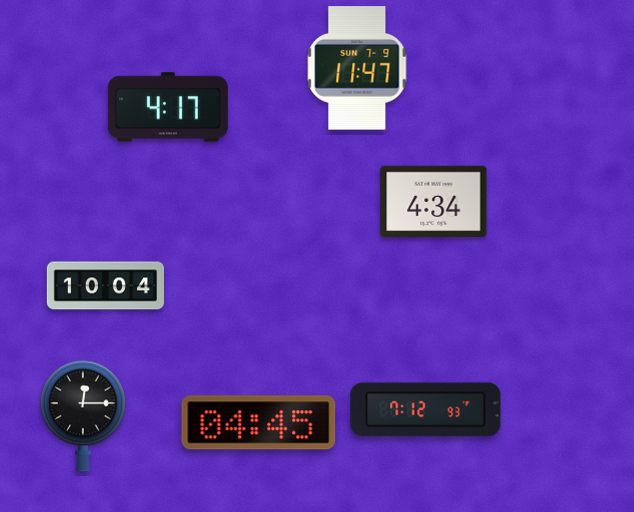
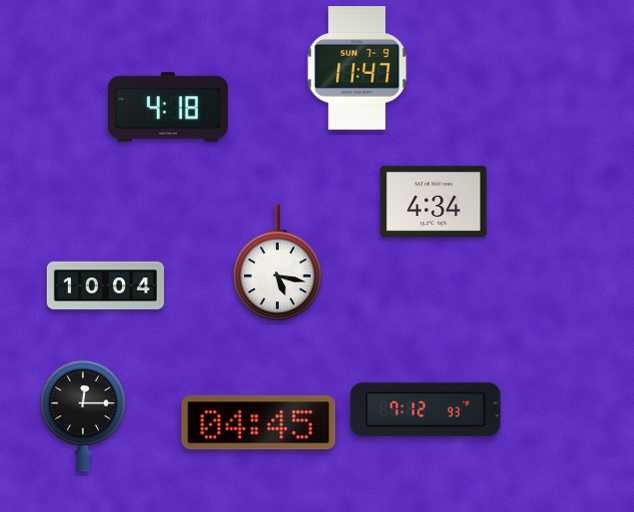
clock at (168, 107): 4:17 -> 4:18
clock at (278, 263): none -> 5:17
